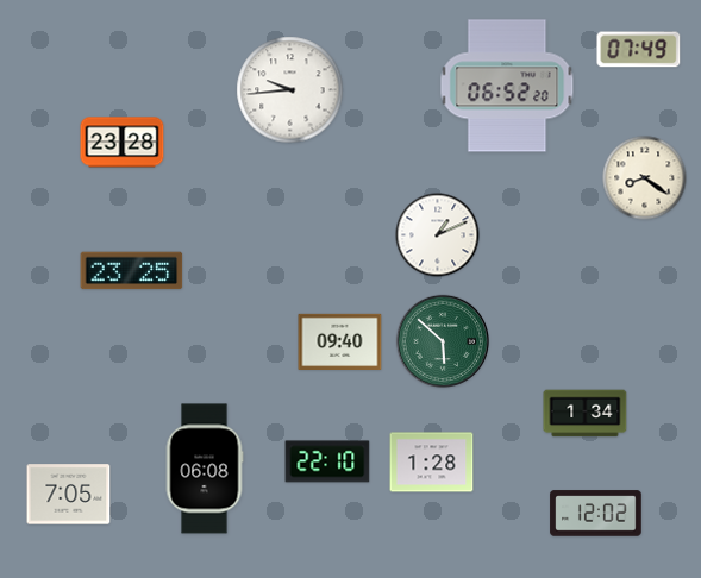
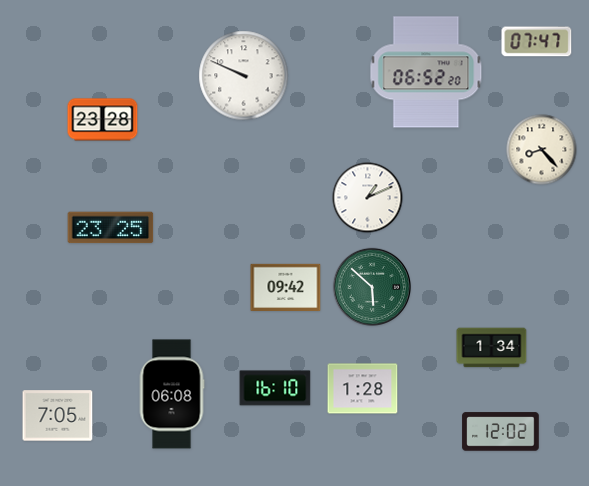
clock at (639, 50): 07:49 -> 07:47
clock at (290, 90): 9:44 -> 9:49
clock at (645, 178): 8:21 -> 8:23
clock at (340, 341): 09:40 -> 09:42
clock at (327, 461): 22:10 -> 16:10
